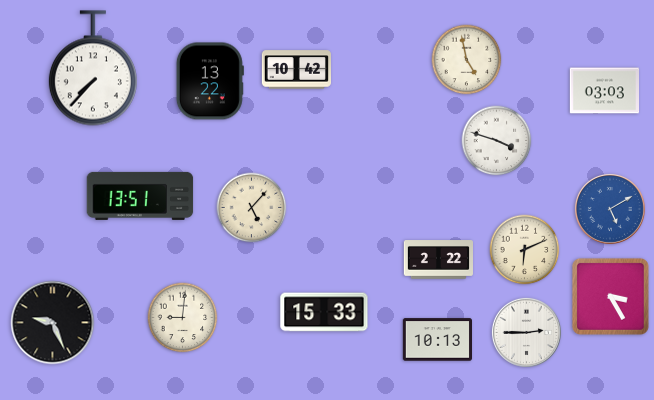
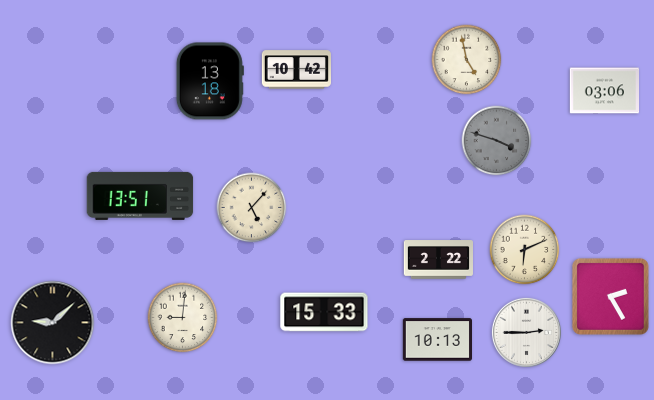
clock at (93, 68): 7:37 -> none
clock at (210, 81): 13:22 -> 13:18
clock at (604, 91): 03:03 -> 03:06
clock at (497, 141) dial: white -> grey
clock at (610, 209): 5:10 -> none
clock at (610, 296): 3:25 -> 2:25
clock at (53, 323): 9:26 -> 9:08
